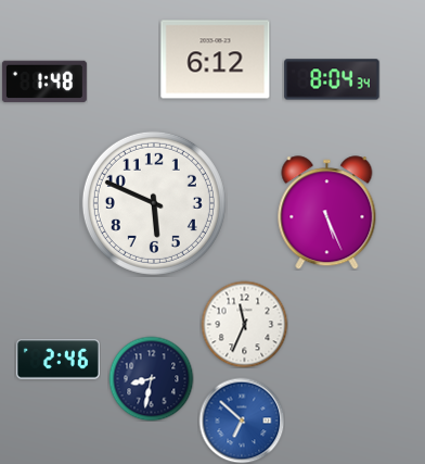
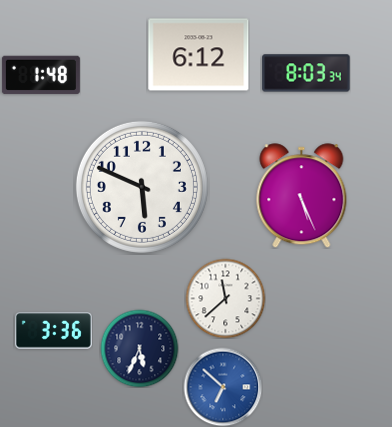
clock at (332, 79): 8:04 -> 8:03
clock at (244, 324): 11:34 -> 11:38
clock at (57, 360): 2:46 -> 3:36
clock at (151, 378): 8:32 -> 5:34
